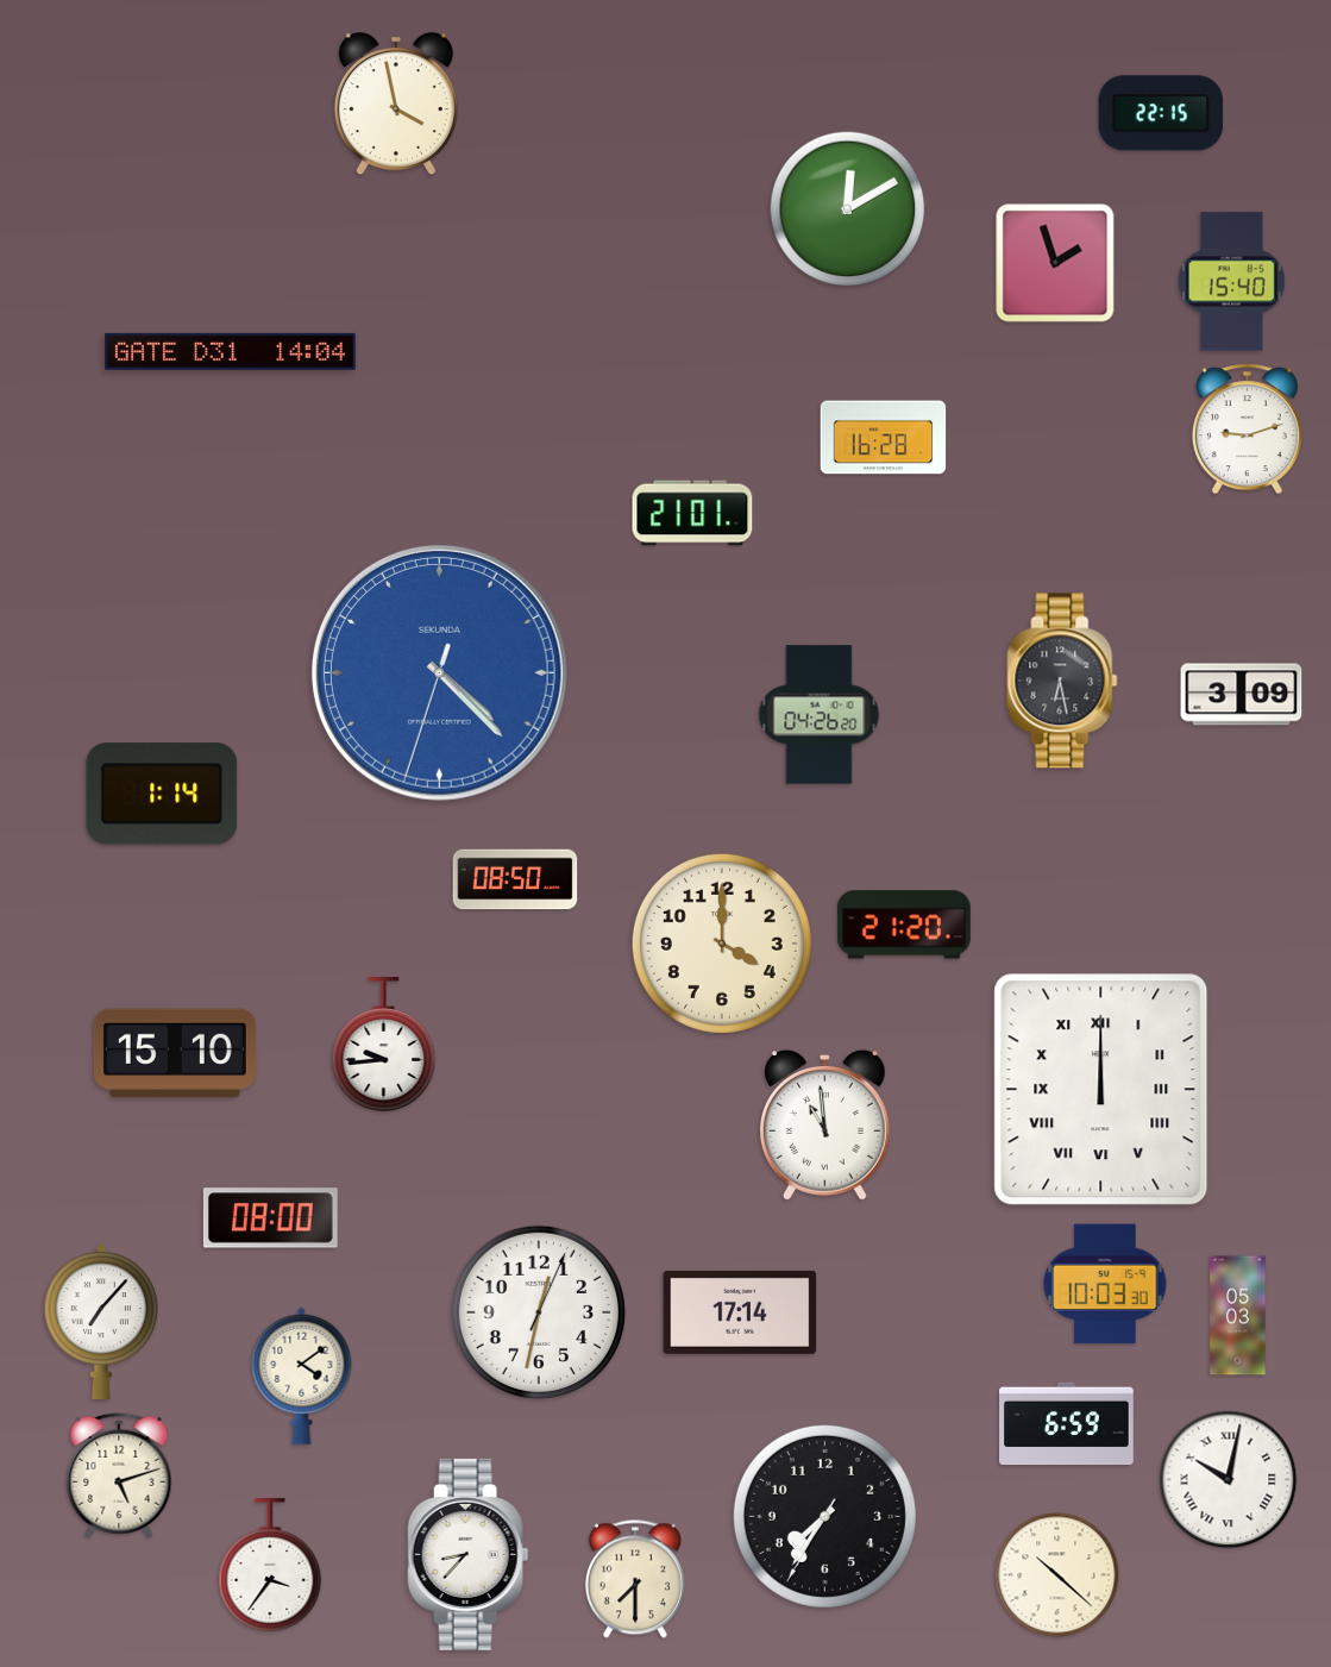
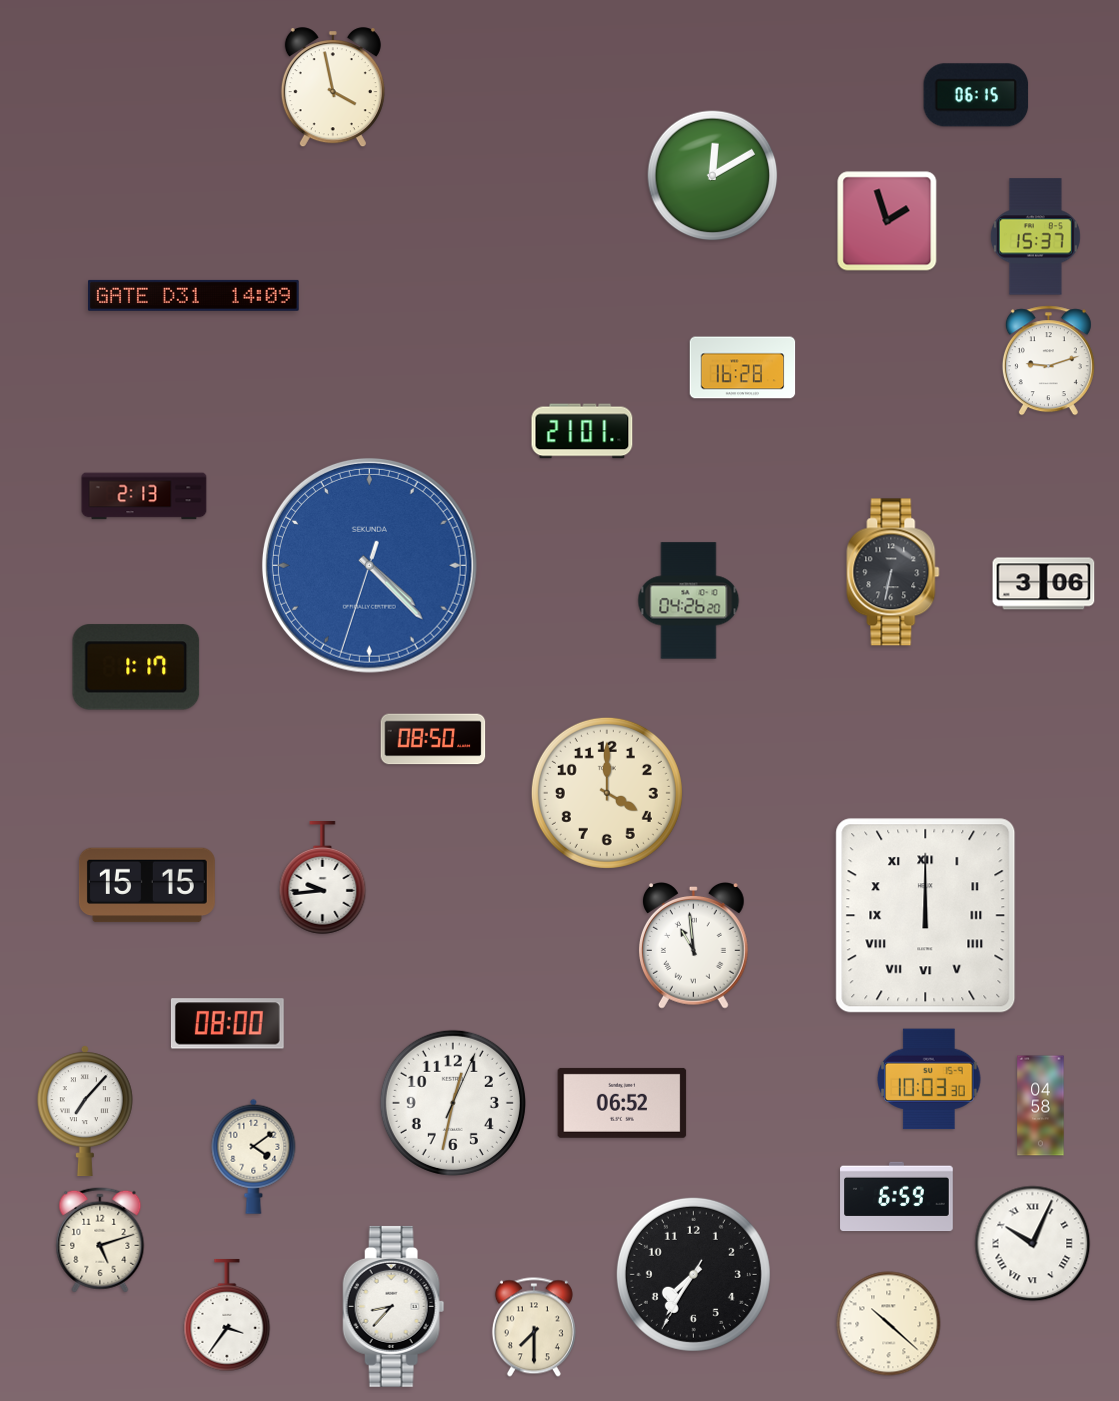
clock at (1161, 113): 22:15 -> 06:15
clock at (1231, 282): 15:40 -> 15:37
clock at (230, 351): 14:04 -> 14:09
clock at (144, 496): none -> 2:13
clock at (1062, 681): 6:28 -> 6:32
clock at (1242, 695): 3:09 -> 3:06
clock at (162, 794): 1:14 -> 1:17
clock at (904, 925): 21:20 -> none
clock at (175, 1053): 15:10 -> 15:15
clock at (740, 1312): 17:14 -> 06:52
clock at (1238, 1316): 05:03 -> 04:58
clock at (1229, 1480): 10:02 -> 10:04
